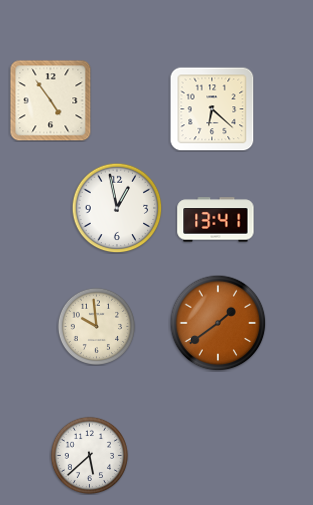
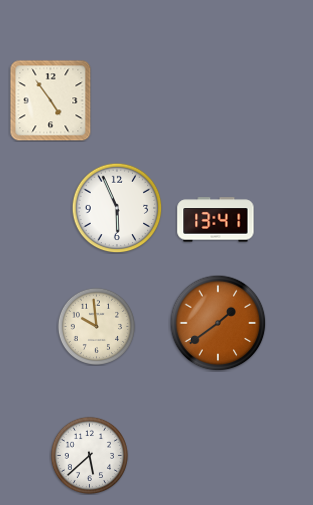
clock at (212, 109): 6:22 -> none
clock at (117, 208): 12:58 -> 5:56
